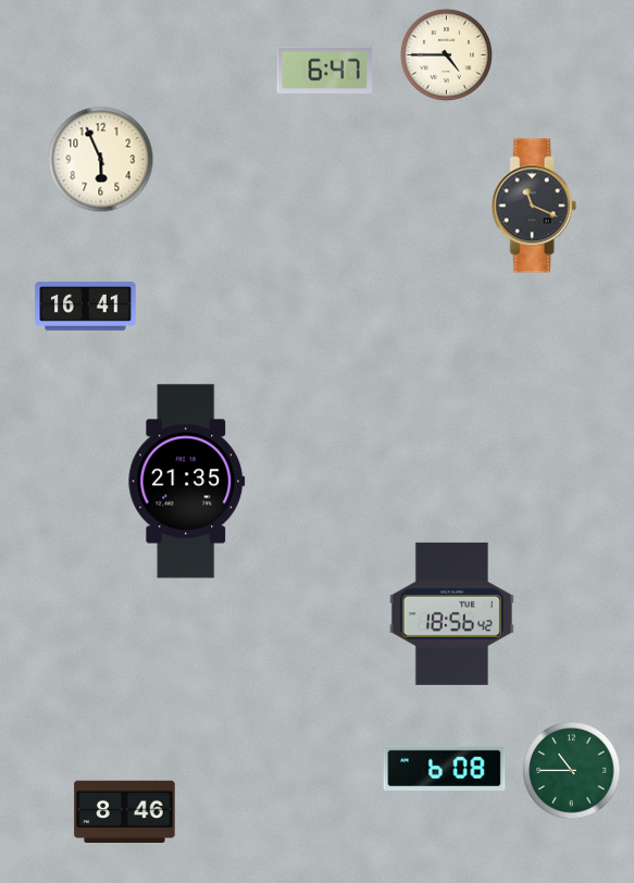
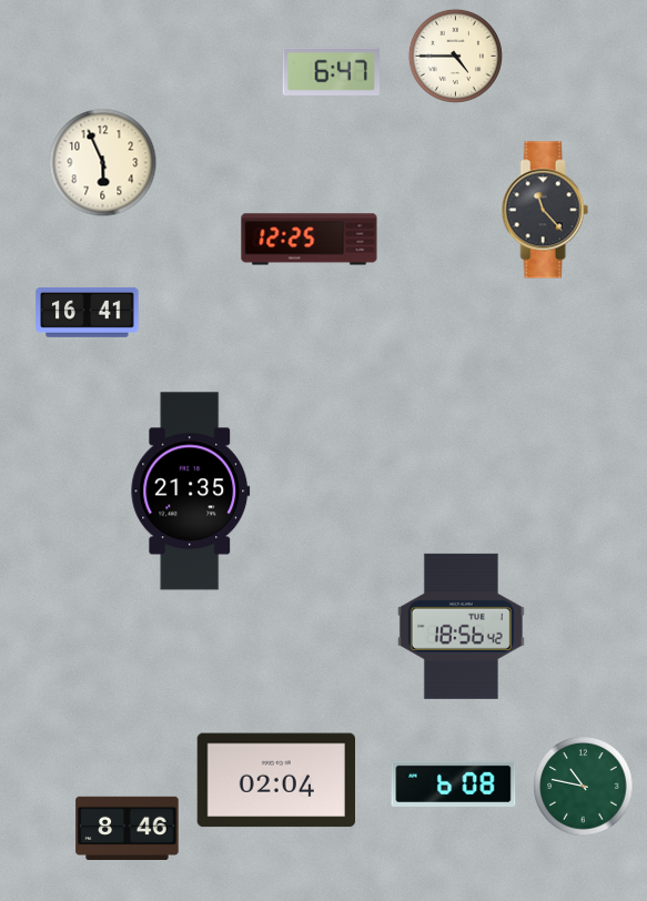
clock at (534, 206): 11:19 -> 11:23
clock at (310, 240): none -> 12:25
clock at (275, 780): none -> 02:04
clock at (572, 771): 10:45 -> 10:47
